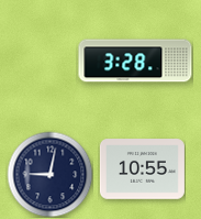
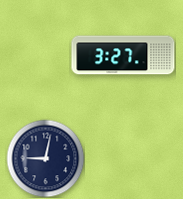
clock at (135, 61): 3:28 -> 3:27
clock at (142, 169): 10:55 -> none
